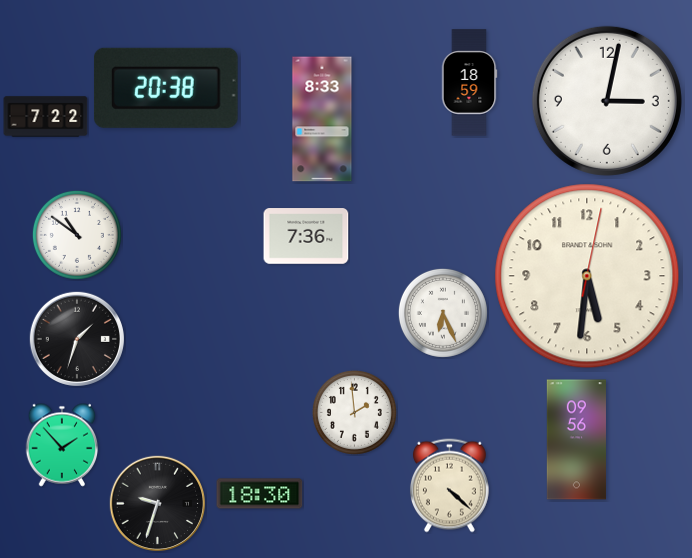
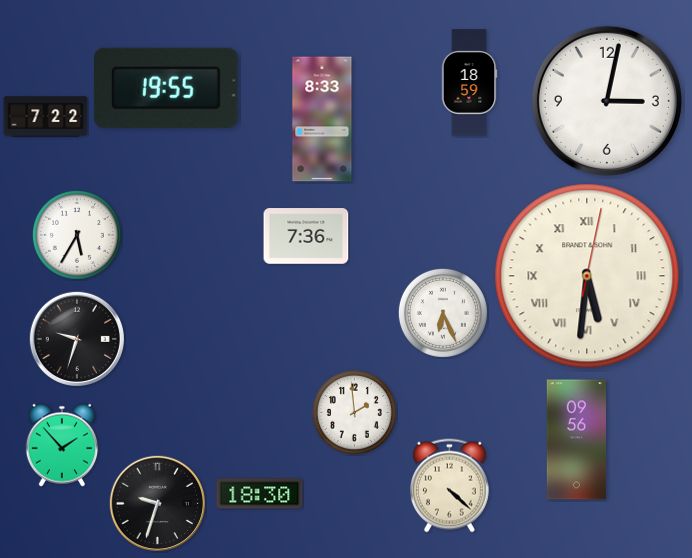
clock at (166, 88): 20:38 -> 19:55
clock at (77, 235): 10:51 -> 5:35
clock at (587, 276) numerals: Arabic -> Roman
clock at (76, 338): 1:33 -> 9:33
